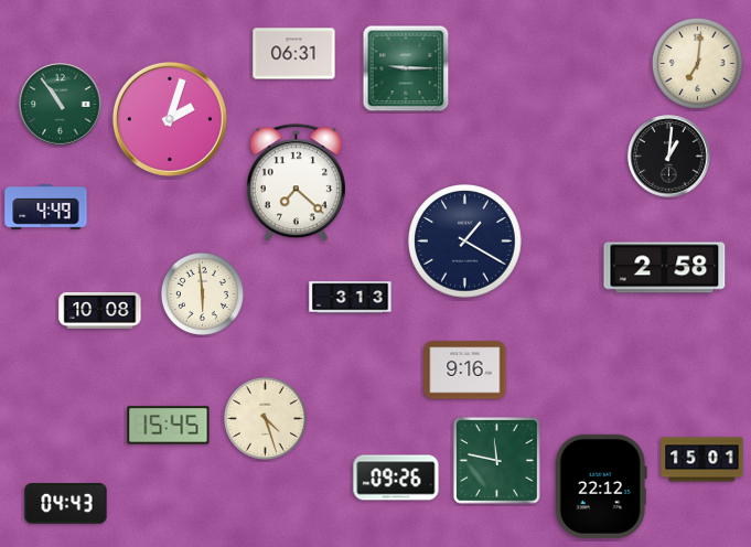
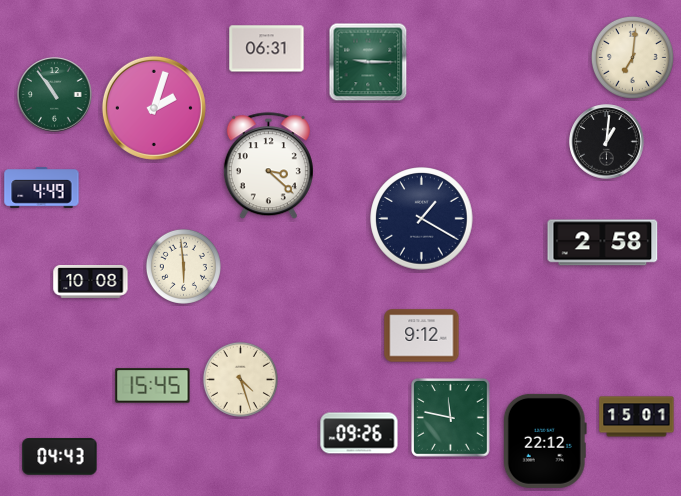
clock at (296, 183): 7:22 -> 3:22
clock at (351, 298): 3:13 -> none
clock at (465, 371): 9:16 -> 9:12
